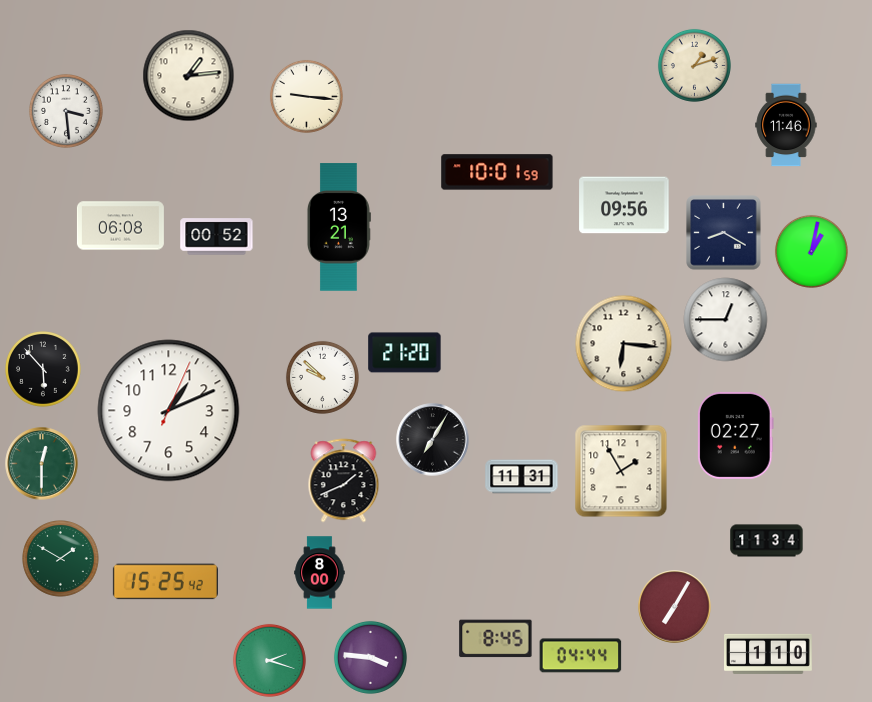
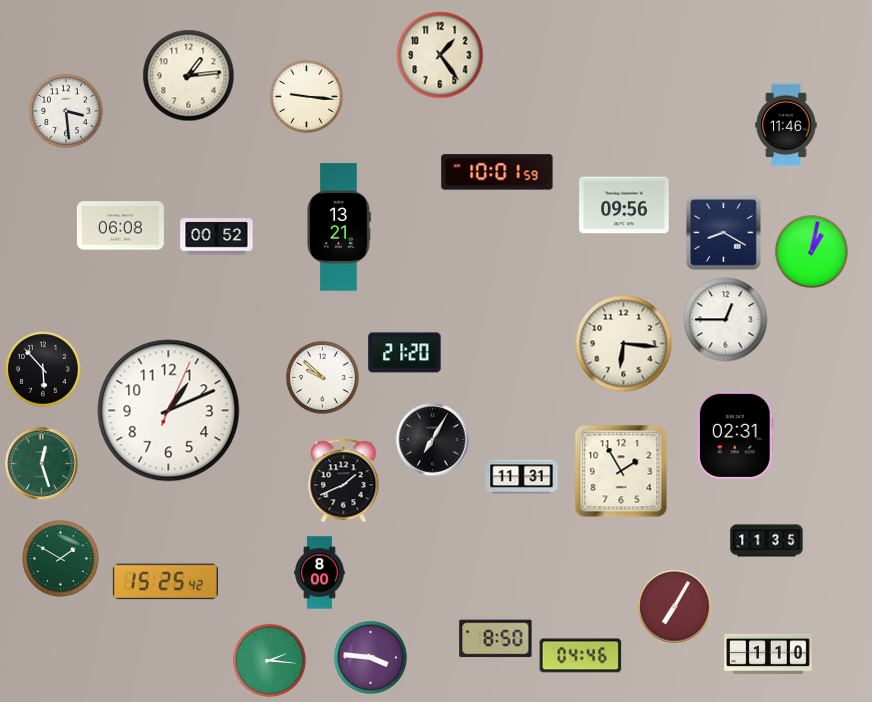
clock at (440, 55): none -> 1:24
clock at (694, 65): 1:12 -> none
clock at (735, 435): 02:27 -> 02:31
clock at (42, 464): 12:30 -> 12:27
clock at (767, 541): 11:34 -> 11:35
clock at (496, 639): 8:45 -> 8:50
clock at (581, 656): 04:44 -> 04:46
clock at (269, 660): 2:18 -> 2:16
